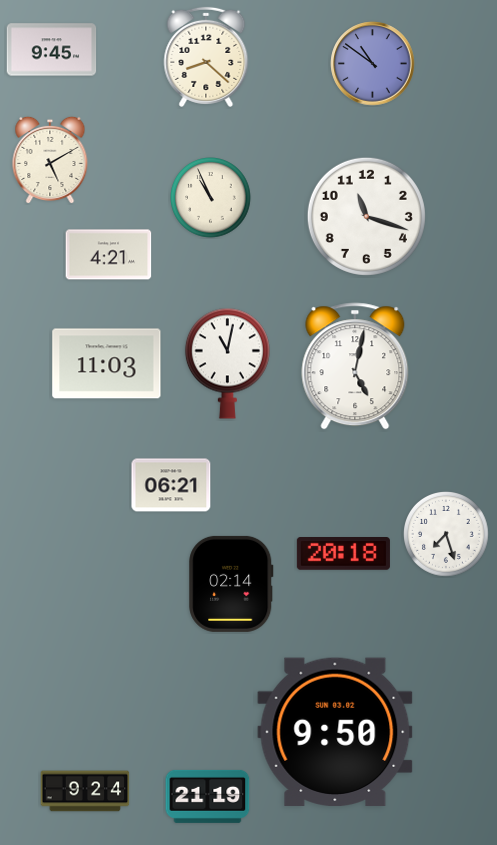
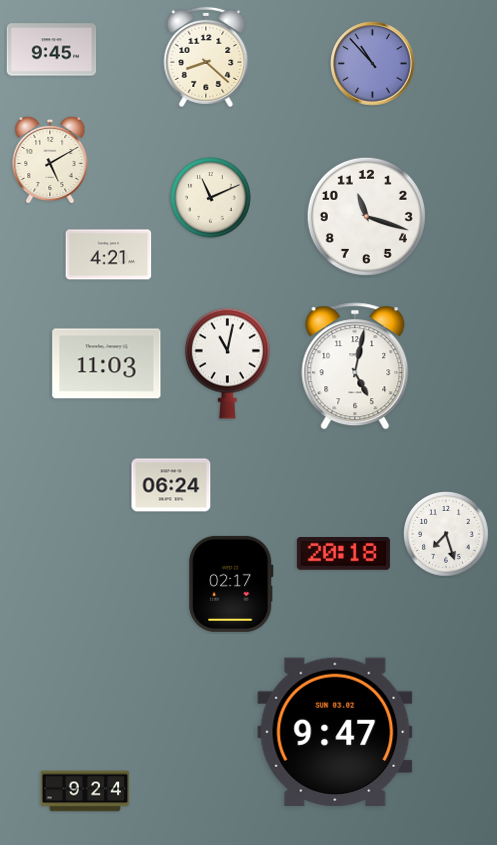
clock at (373, 64): 10:51 -> 10:53
clock at (211, 198): 10:56 -> 11:11
clock at (171, 485): 06:21 -> 06:24
clock at (231, 584): 02:14 -> 02:17
clock at (335, 731): 9:50 -> 9:47
clock at (208, 796): 21:19 -> none
